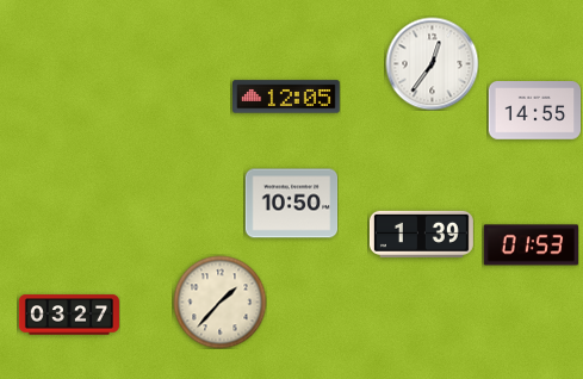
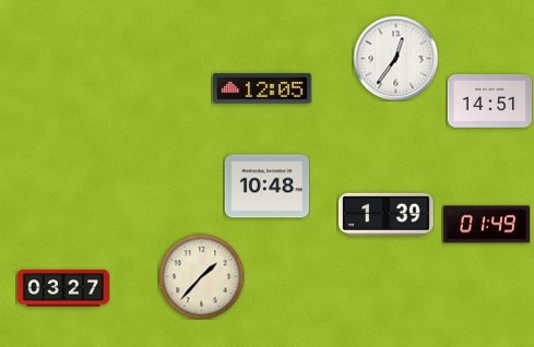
clock at (534, 111): 14:55 -> 14:51
clock at (291, 204): 10:50 -> 10:48
clock at (531, 246): 01:53 -> 01:49
